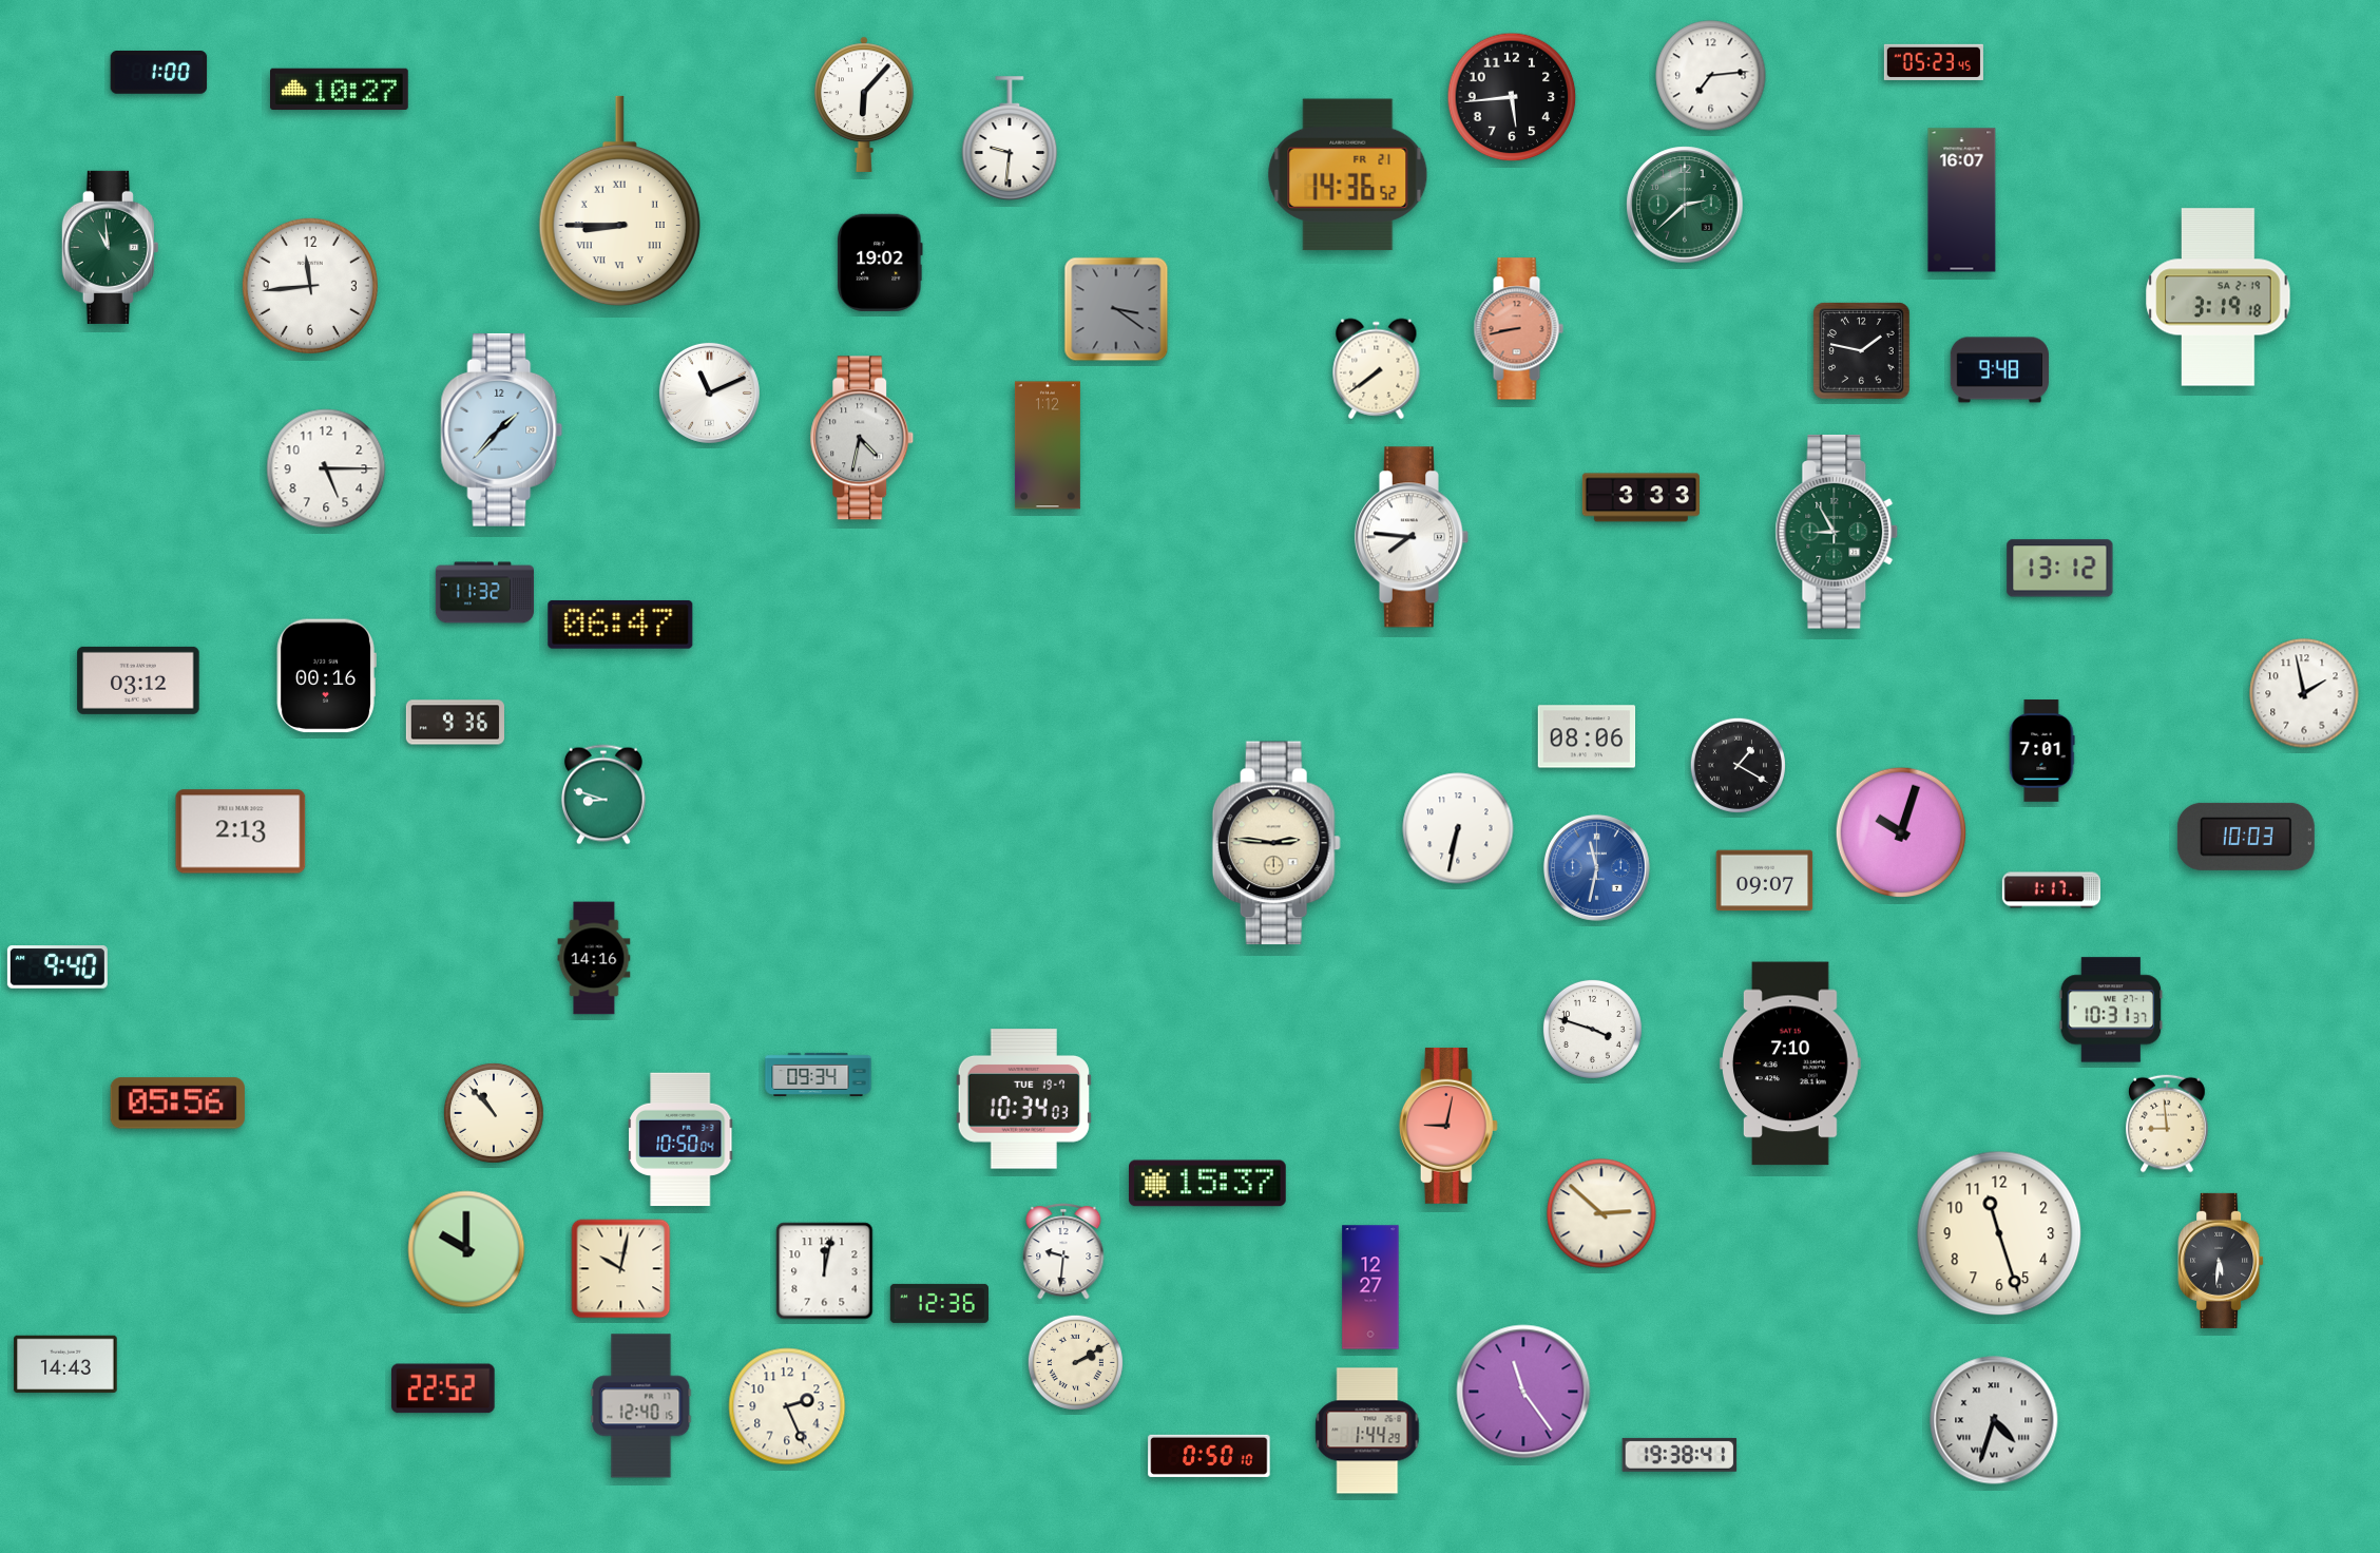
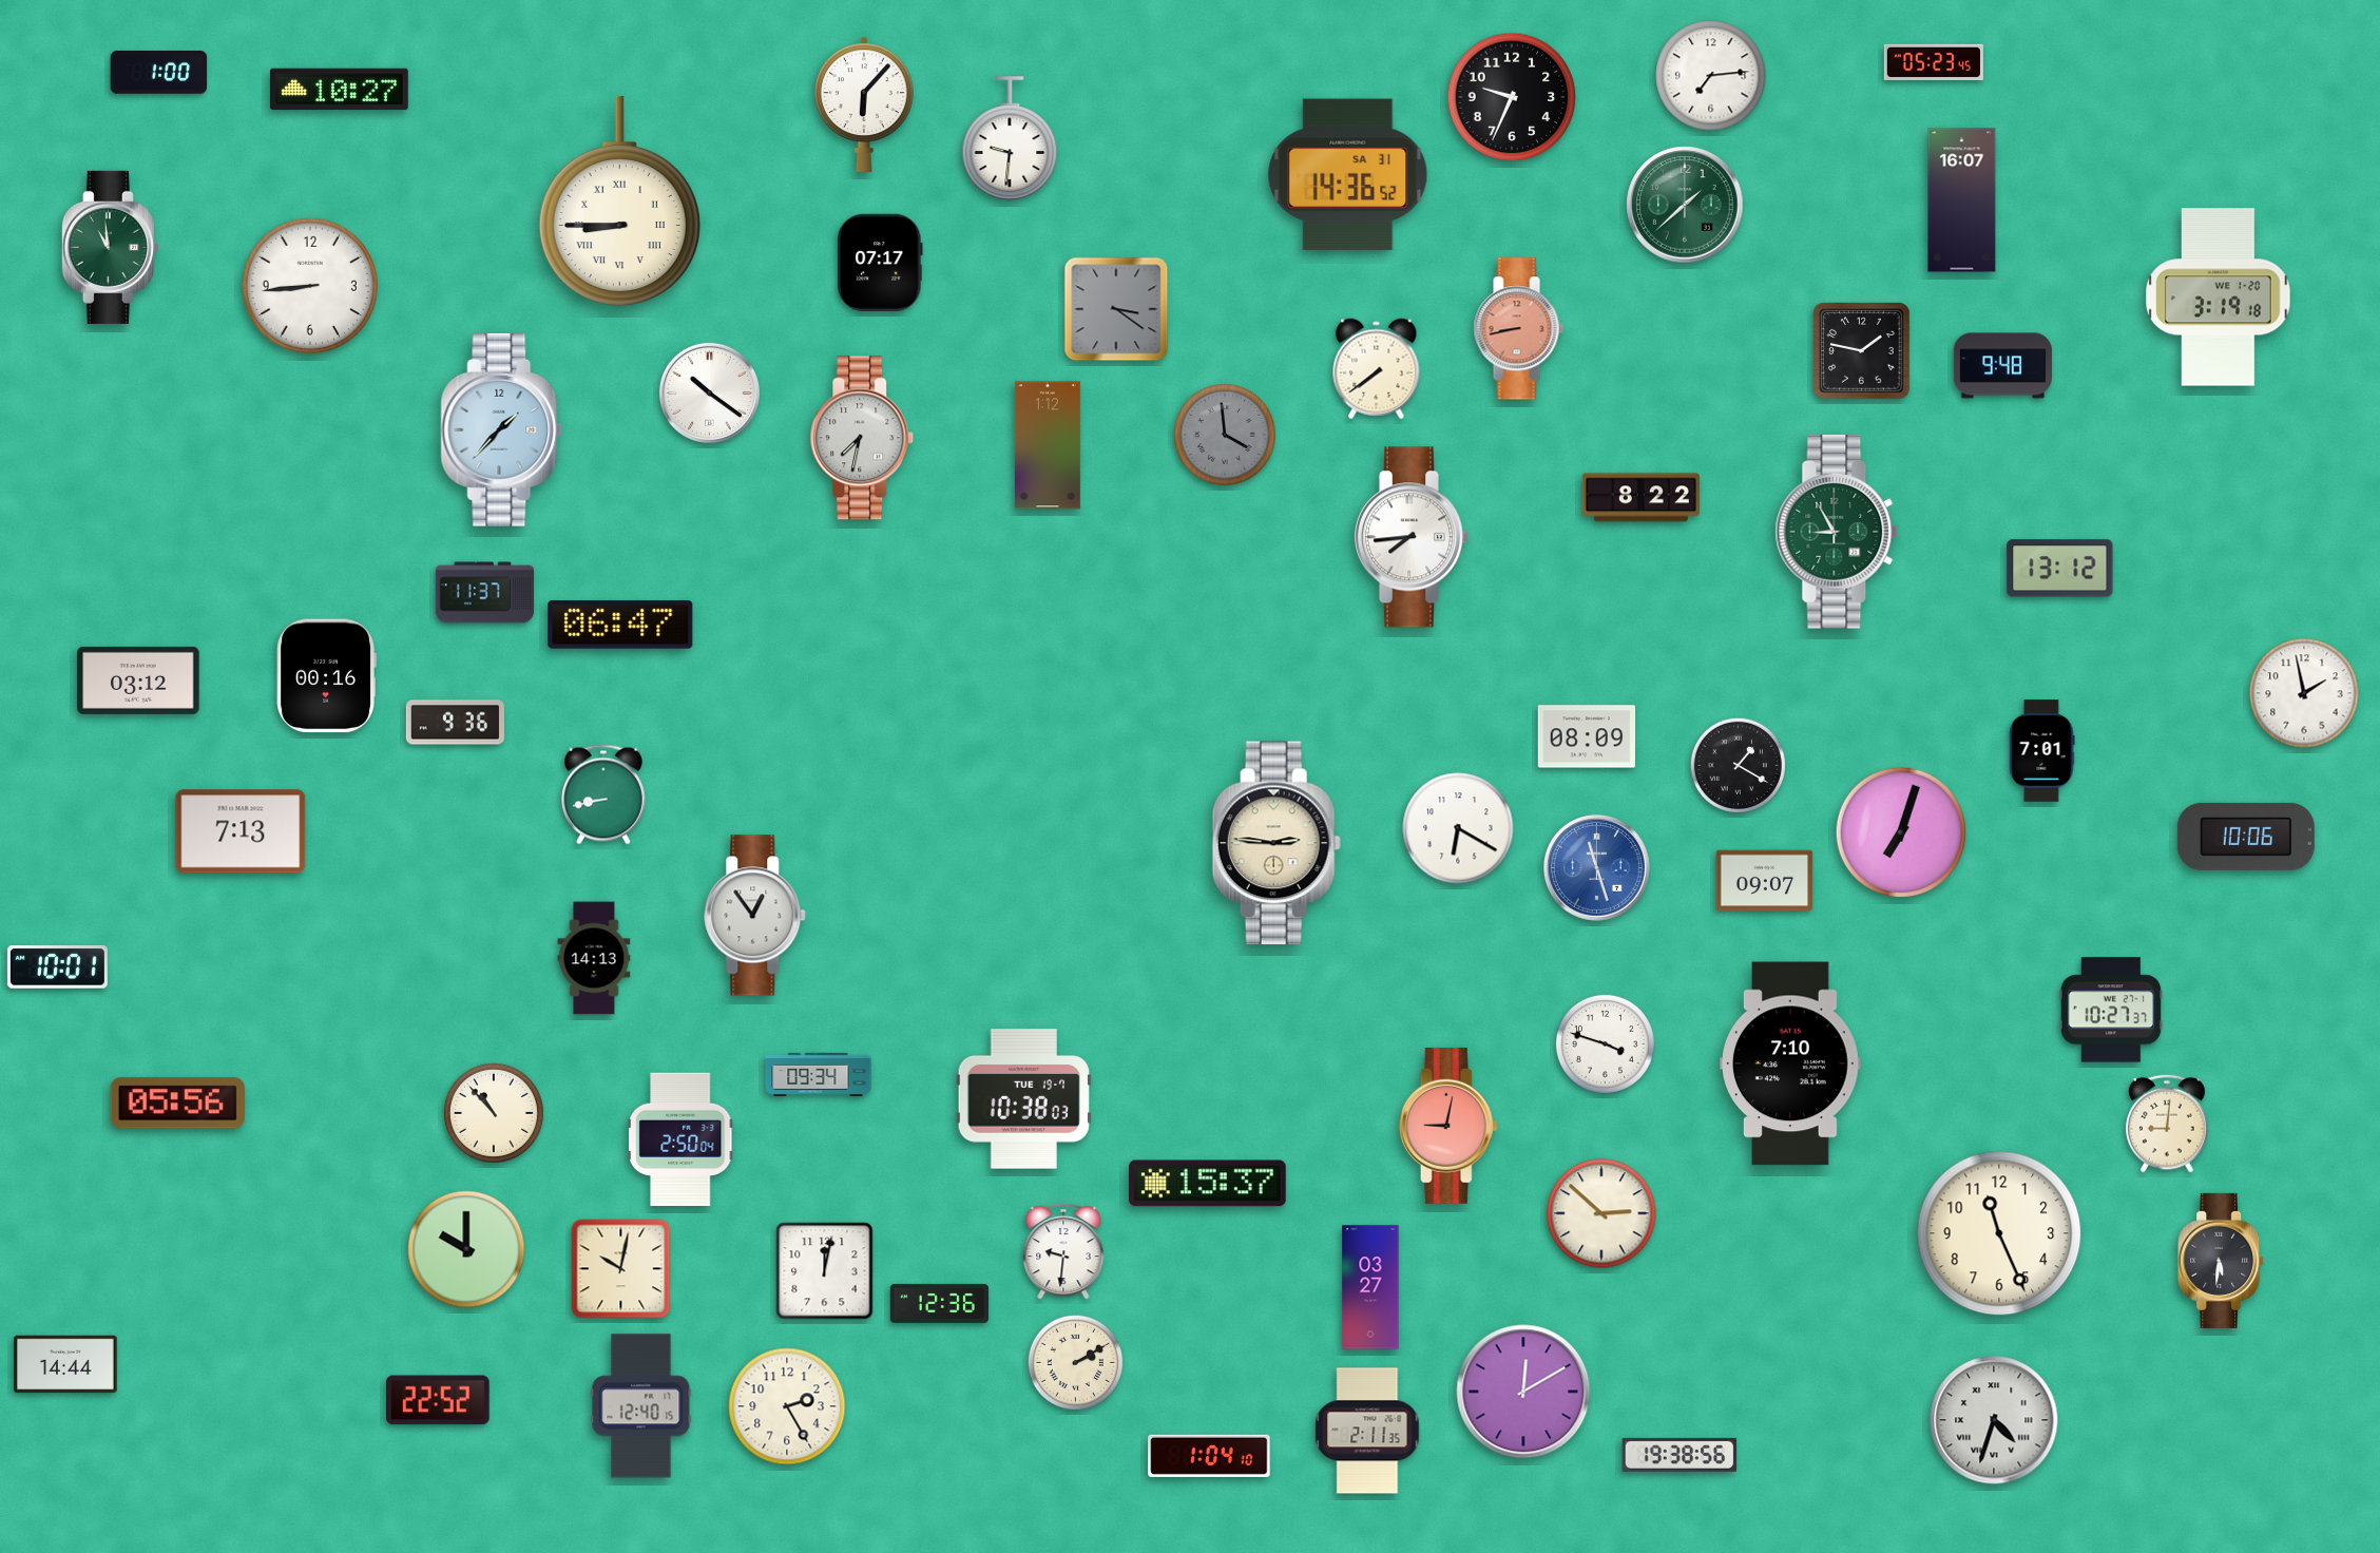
clock at (1512, 97): 5:44 -> 9:34
clock at (1348, 175) date: FR 21 -> SA 31
clock at (1685, 205): 2:38 -> 1:38
clock at (880, 262): 19:02 -> 07:17
clock at (310, 286): 11:44 -> 8:44
clock at (2219, 298) date: SA 2-19 -> WE 1-20
clock at (1999, 370) position: (1999, 370) -> (2002, 366)
clock at (709, 392): 11:11 -> 10:21
clock at (1226, 436): none -> 3:59
clock at (862, 438): 4:32 -> 7:32
clock at (326, 468): 5:15 -> none
clock at (1640, 498): 3:33 -> 8:22
clock at (1412, 537): 7:46 -> 7:44
clock at (484, 593): 11:32 -> 11:37
clock at (1587, 736): 08:06 -> 08:09
clock at (603, 794): 8:48 -> 8:43
clock at (1458, 828): 6:32 -> 6:20
clock at (241, 831): 2:13 -> 7:13
clock at (1901, 832): 10:03 -> 7:03
clock at (2246, 837): 10:03 -> 10:06
clock at (1596, 867): 11:32 -> 11:27
clock at (2051, 890): 1:17 -> none
clock at (755, 916): none -> 12:54
clock at (594, 958): 14:16 -> 14:13
clock at (57, 967): 9:40 -> 10:01
clock at (2111, 1010): 10:31 -> 10:27
clock at (1592, 1029) position: (1592, 1029) -> (1605, 1043)
clock at (1023, 1099): 10:34 -> 10:38
clock at (2167, 1124): 8:59 -> 9:01
clock at (682, 1139): 10:50 -> 2:50
clock at (1999, 1233): 11:27 -> 11:26
clock at (1370, 1287): 12:27 -> 03:27
clock at (65, 1364): 14:43 -> 14:44
clock at (444, 1388) position: (444, 1388) -> (439, 1400)
clock at (1523, 1392): 11:24 -> 12:10
clock at (787, 1406): 2:26 -> 2:25
clock at (1367, 1431): 1:44 -> 2:11
clock at (1680, 1455): 19:38:41 -> 19:38:56
clock at (1209, 1456): 0:50 -> 1:04
